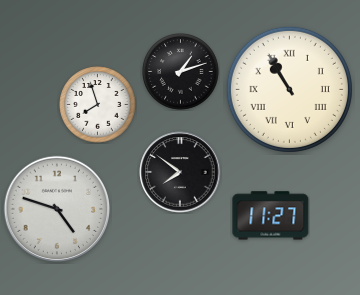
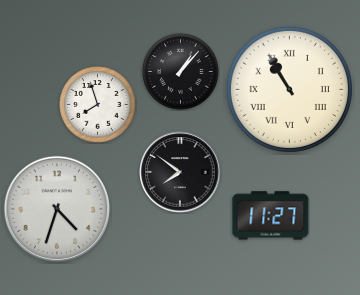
clock at (181, 72): 1:12 -> 1:07
clock at (57, 209): 4:48 -> 4:33
